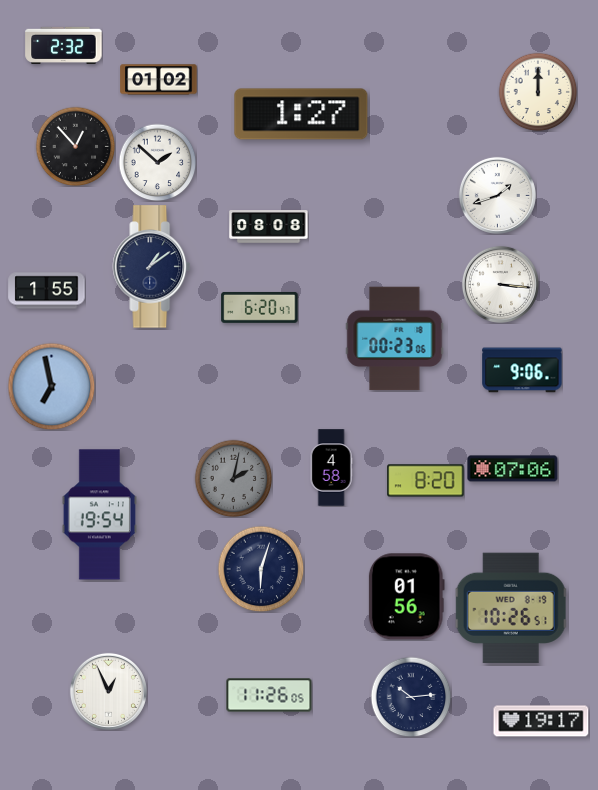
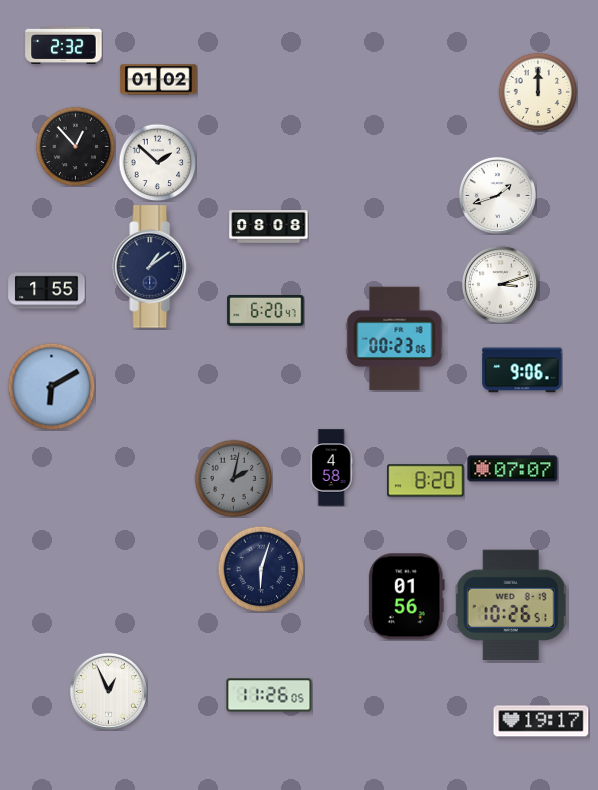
clock at (301, 114): 1:27 -> none
clock at (500, 284): 3:16 -> 3:12
clock at (260, 307) position: (260, 307) -> (266, 310)
clock at (51, 386): 6:58 -> 6:10
clock at (513, 469): 07:06 -> 07:07
clock at (99, 515): 19:54 -> none
clock at (511, 608) position: (511, 608) -> (511, 605)
clock at (411, 697): 10:14 -> none
